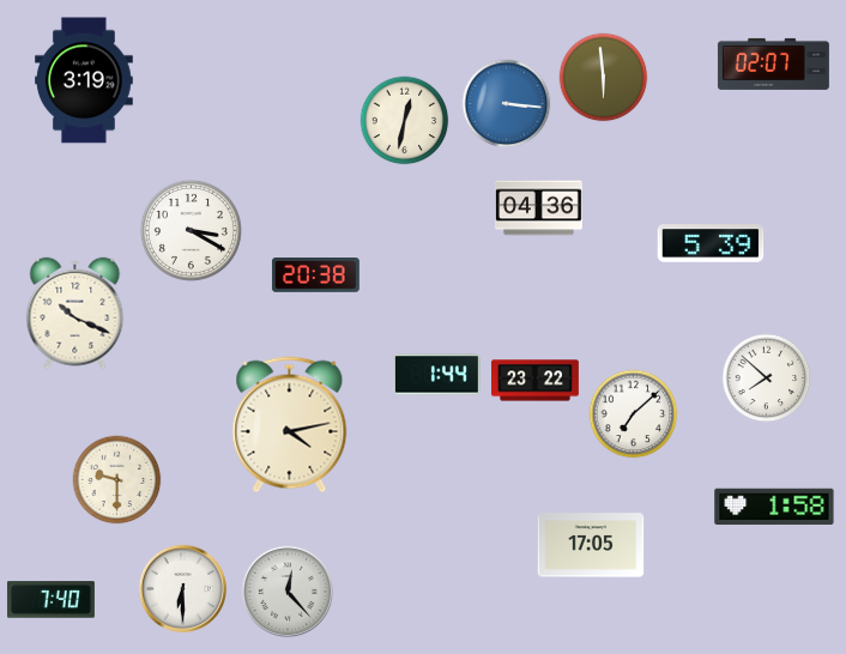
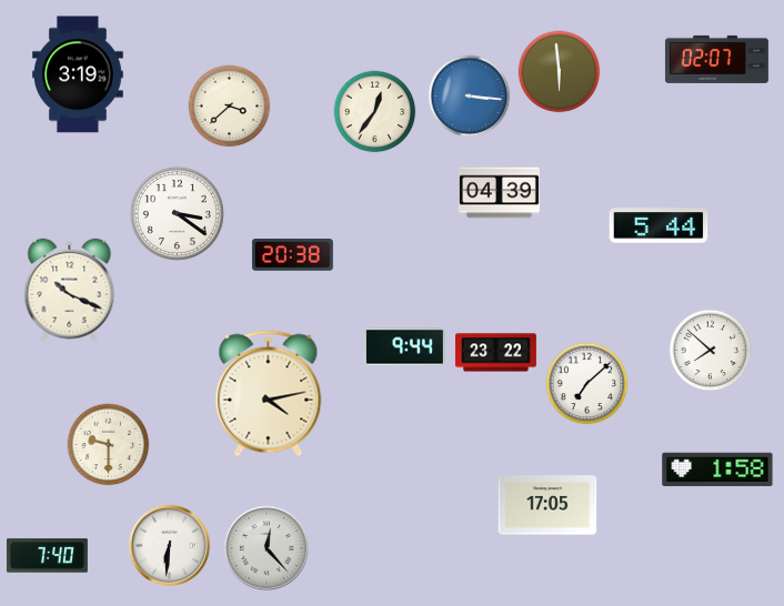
clock at (230, 107): none -> 3:38
clock at (405, 121): 12:32 -> 12:36
clock at (539, 208): 04:36 -> 04:39
clock at (191, 230): 3:20 -> 3:21
clock at (711, 243): 5:39 -> 5:44
clock at (436, 375): 1:44 -> 9:44
clock at (182, 588): 6:30 -> 6:31
